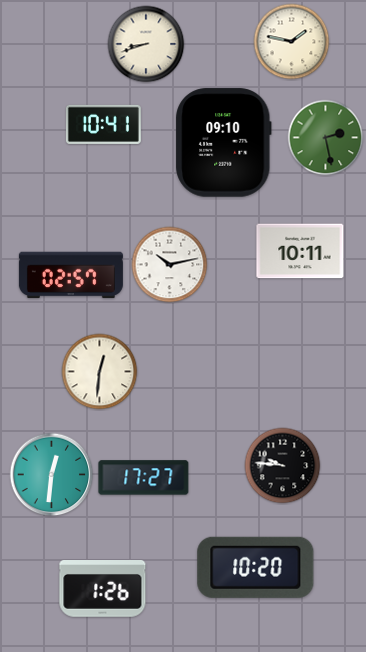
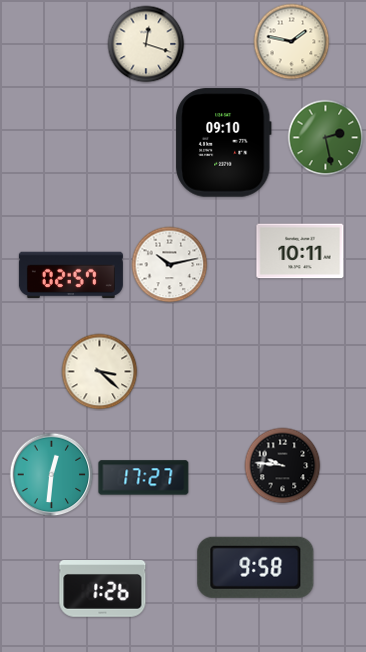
clock at (146, 44): 8:42 -> 12:18
clock at (103, 124): 10:41 -> none
clock at (100, 372): 12:31 -> 3:22
clock at (256, 567): 10:20 -> 9:58
